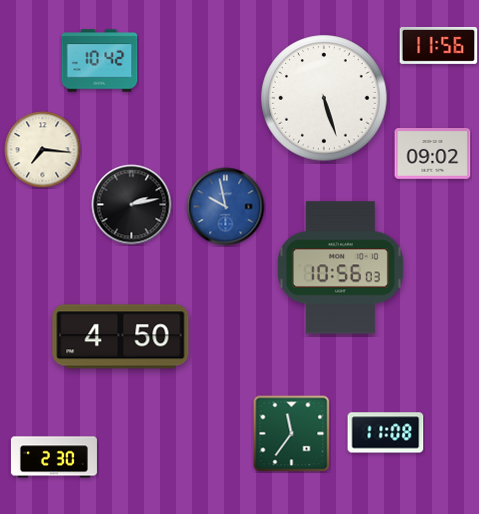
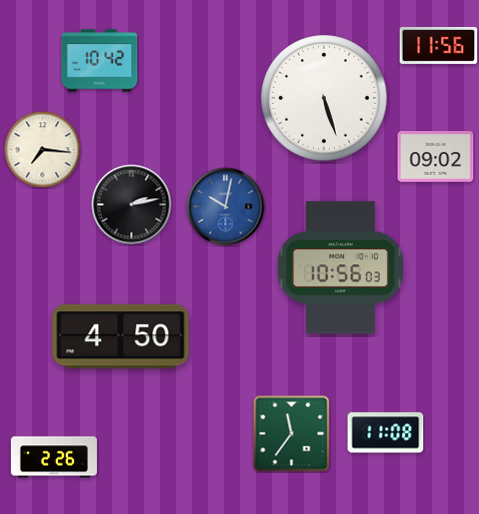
clock at (433, 154) position: (433, 154) -> (436, 157)
clock at (226, 207): 9:58 -> 10:02
clock at (54, 457): 2:30 -> 2:26
